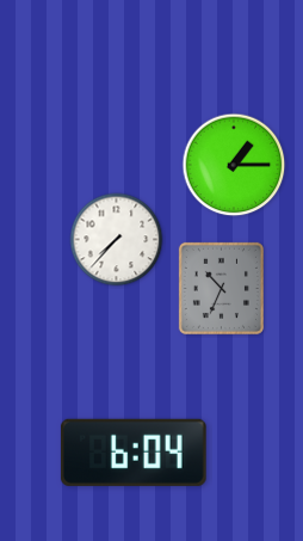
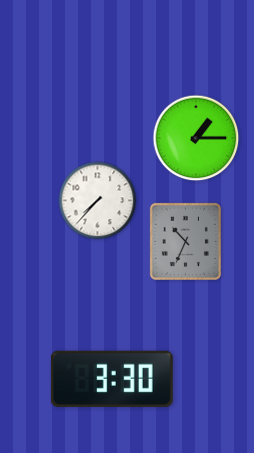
clock at (134, 453): 6:04 -> 3:30
